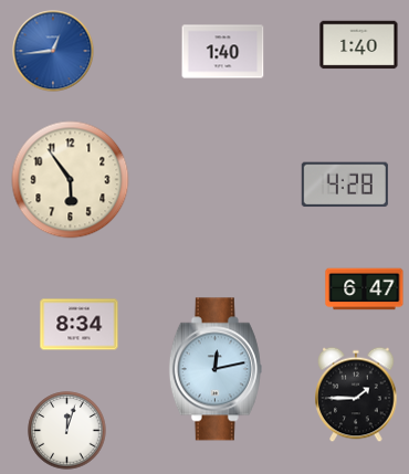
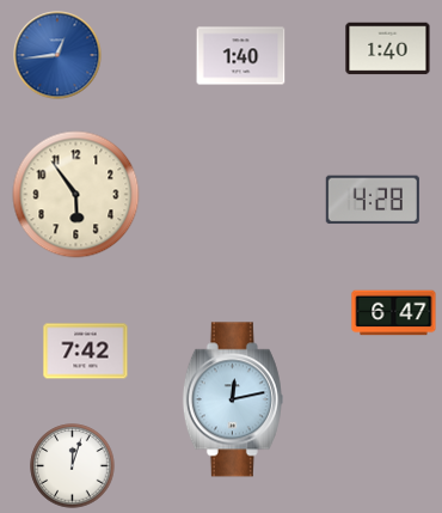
clock at (80, 325): 8:34 -> 7:42
clock at (356, 394): 1:45 -> none
